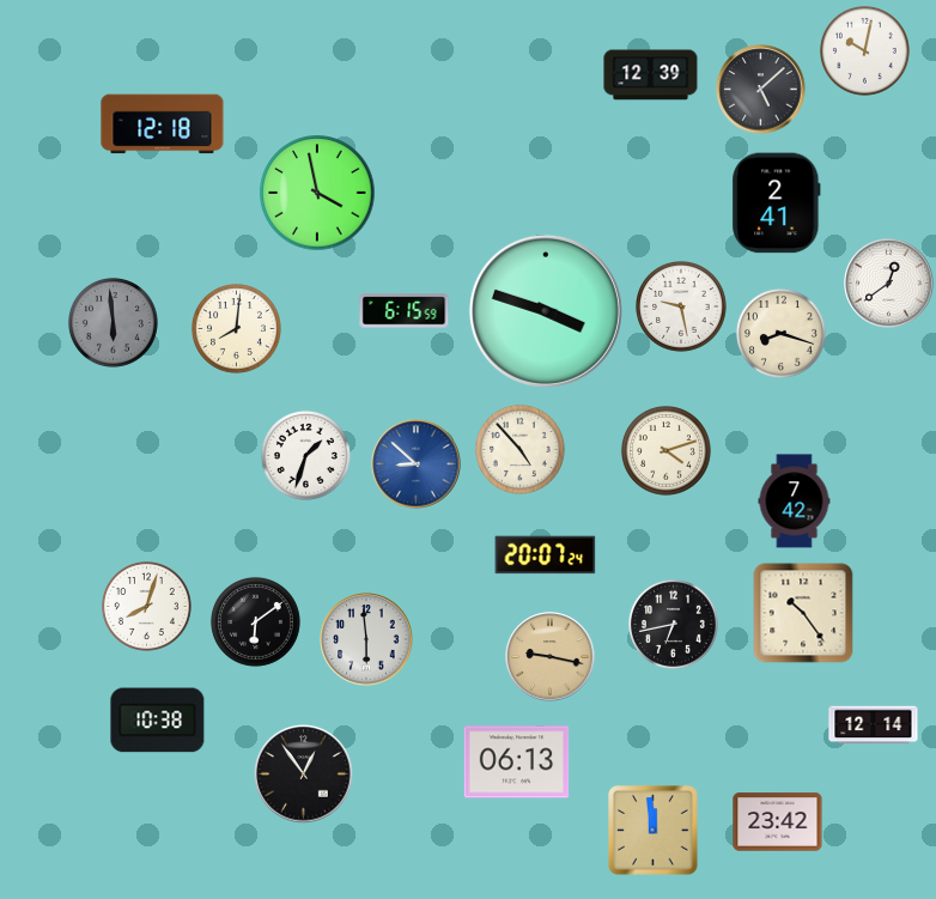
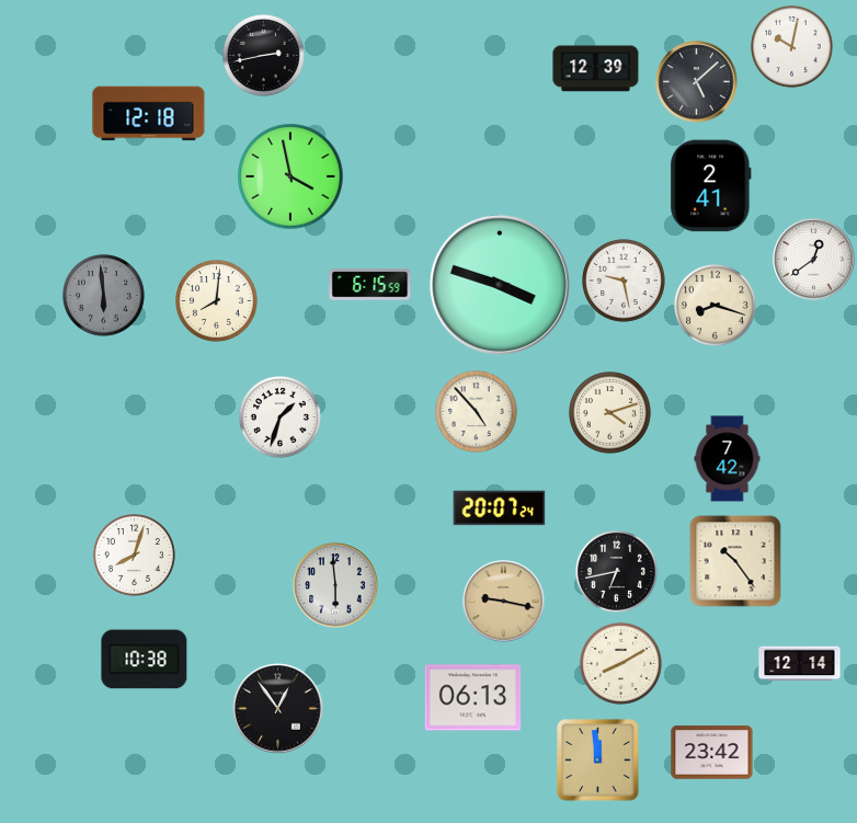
clock at (264, 56): none -> 2:43
clock at (417, 464): 8:52 -> none
clock at (256, 622): 6:09 -> none
clock at (621, 664): none -> 8:10
